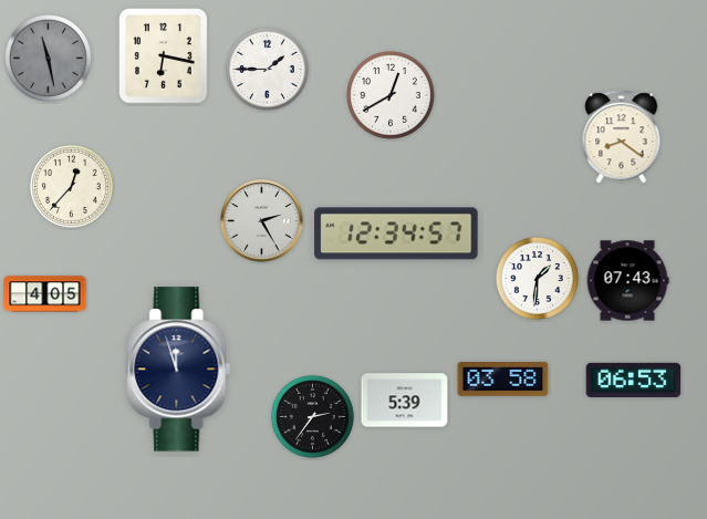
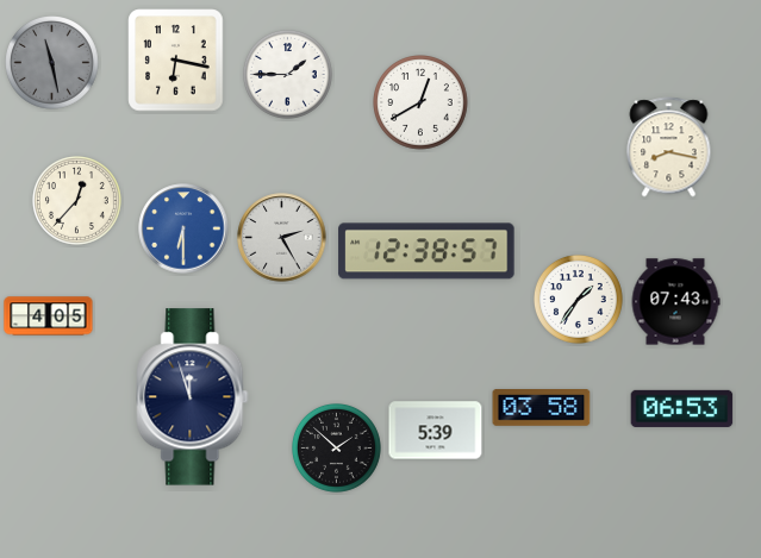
clock at (622, 137): 8:21 -> 8:17
clock at (183, 228): none -> 6:30
clock at (396, 233): 12:34 -> 12:38
clock at (538, 279): 1:31 -> 1:36
clock at (313, 417): 2:36 -> 1:52
